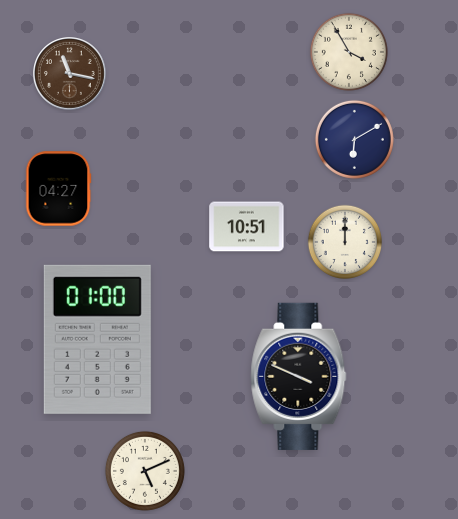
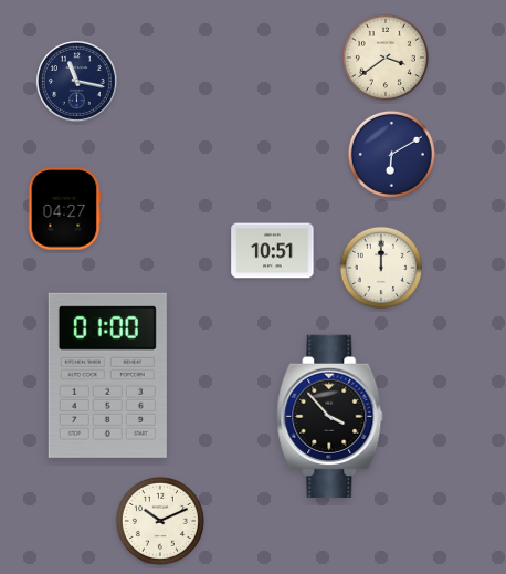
clock at (349, 52): 3:55 -> 3:39
clock at (70, 74) dial: brown -> navy
clock at (299, 376): 3:49 -> 3:53
clock at (145, 471): 5:11 -> 10:11
